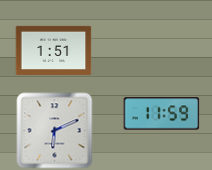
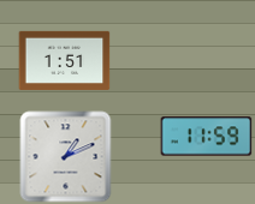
clock at (162, 114) position: (162, 114) -> (207, 137)
clock at (55, 131): 6:11 -> 1:11
